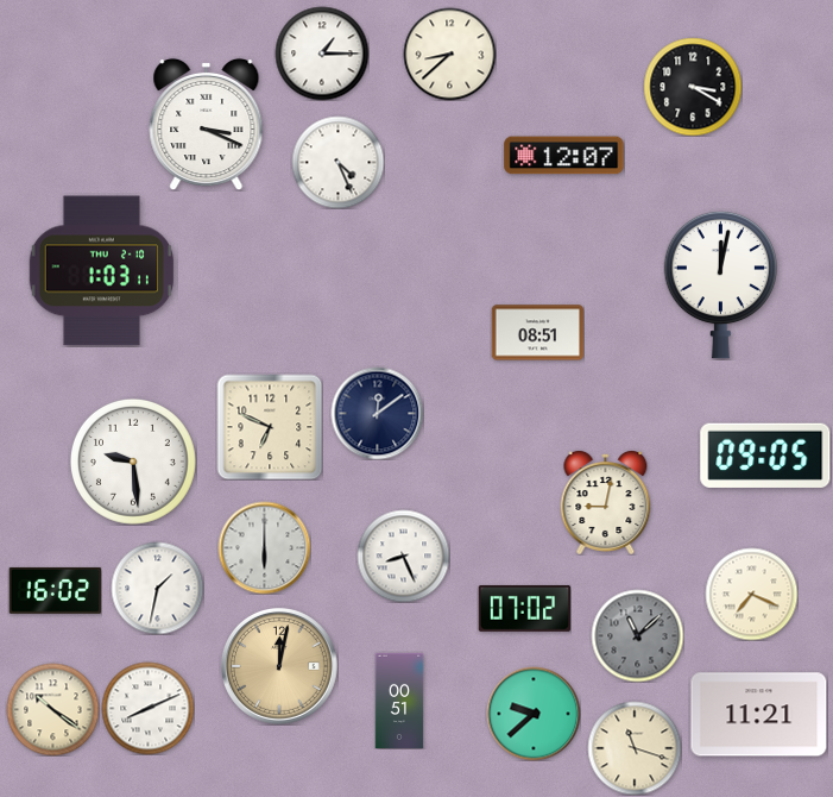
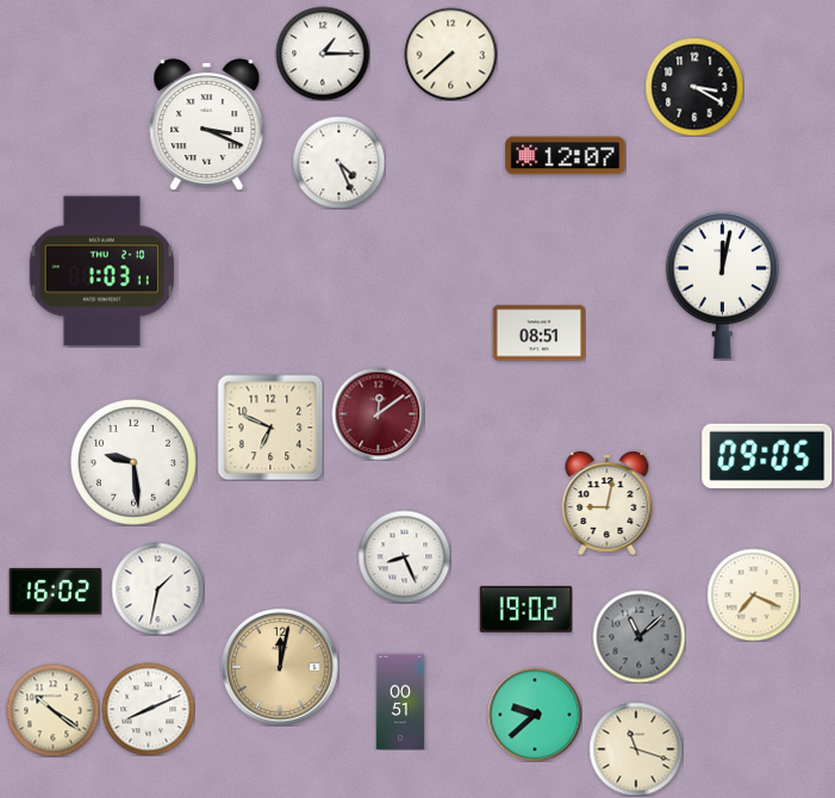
clock at (449, 54): 8:38 -> 7:38
clock at (377, 413) dial: navy -> burgundy
clock at (264, 547): 6:00 -> none
clock at (524, 609): 07:02 -> 19:02
clock at (759, 715): 11:21 -> none
